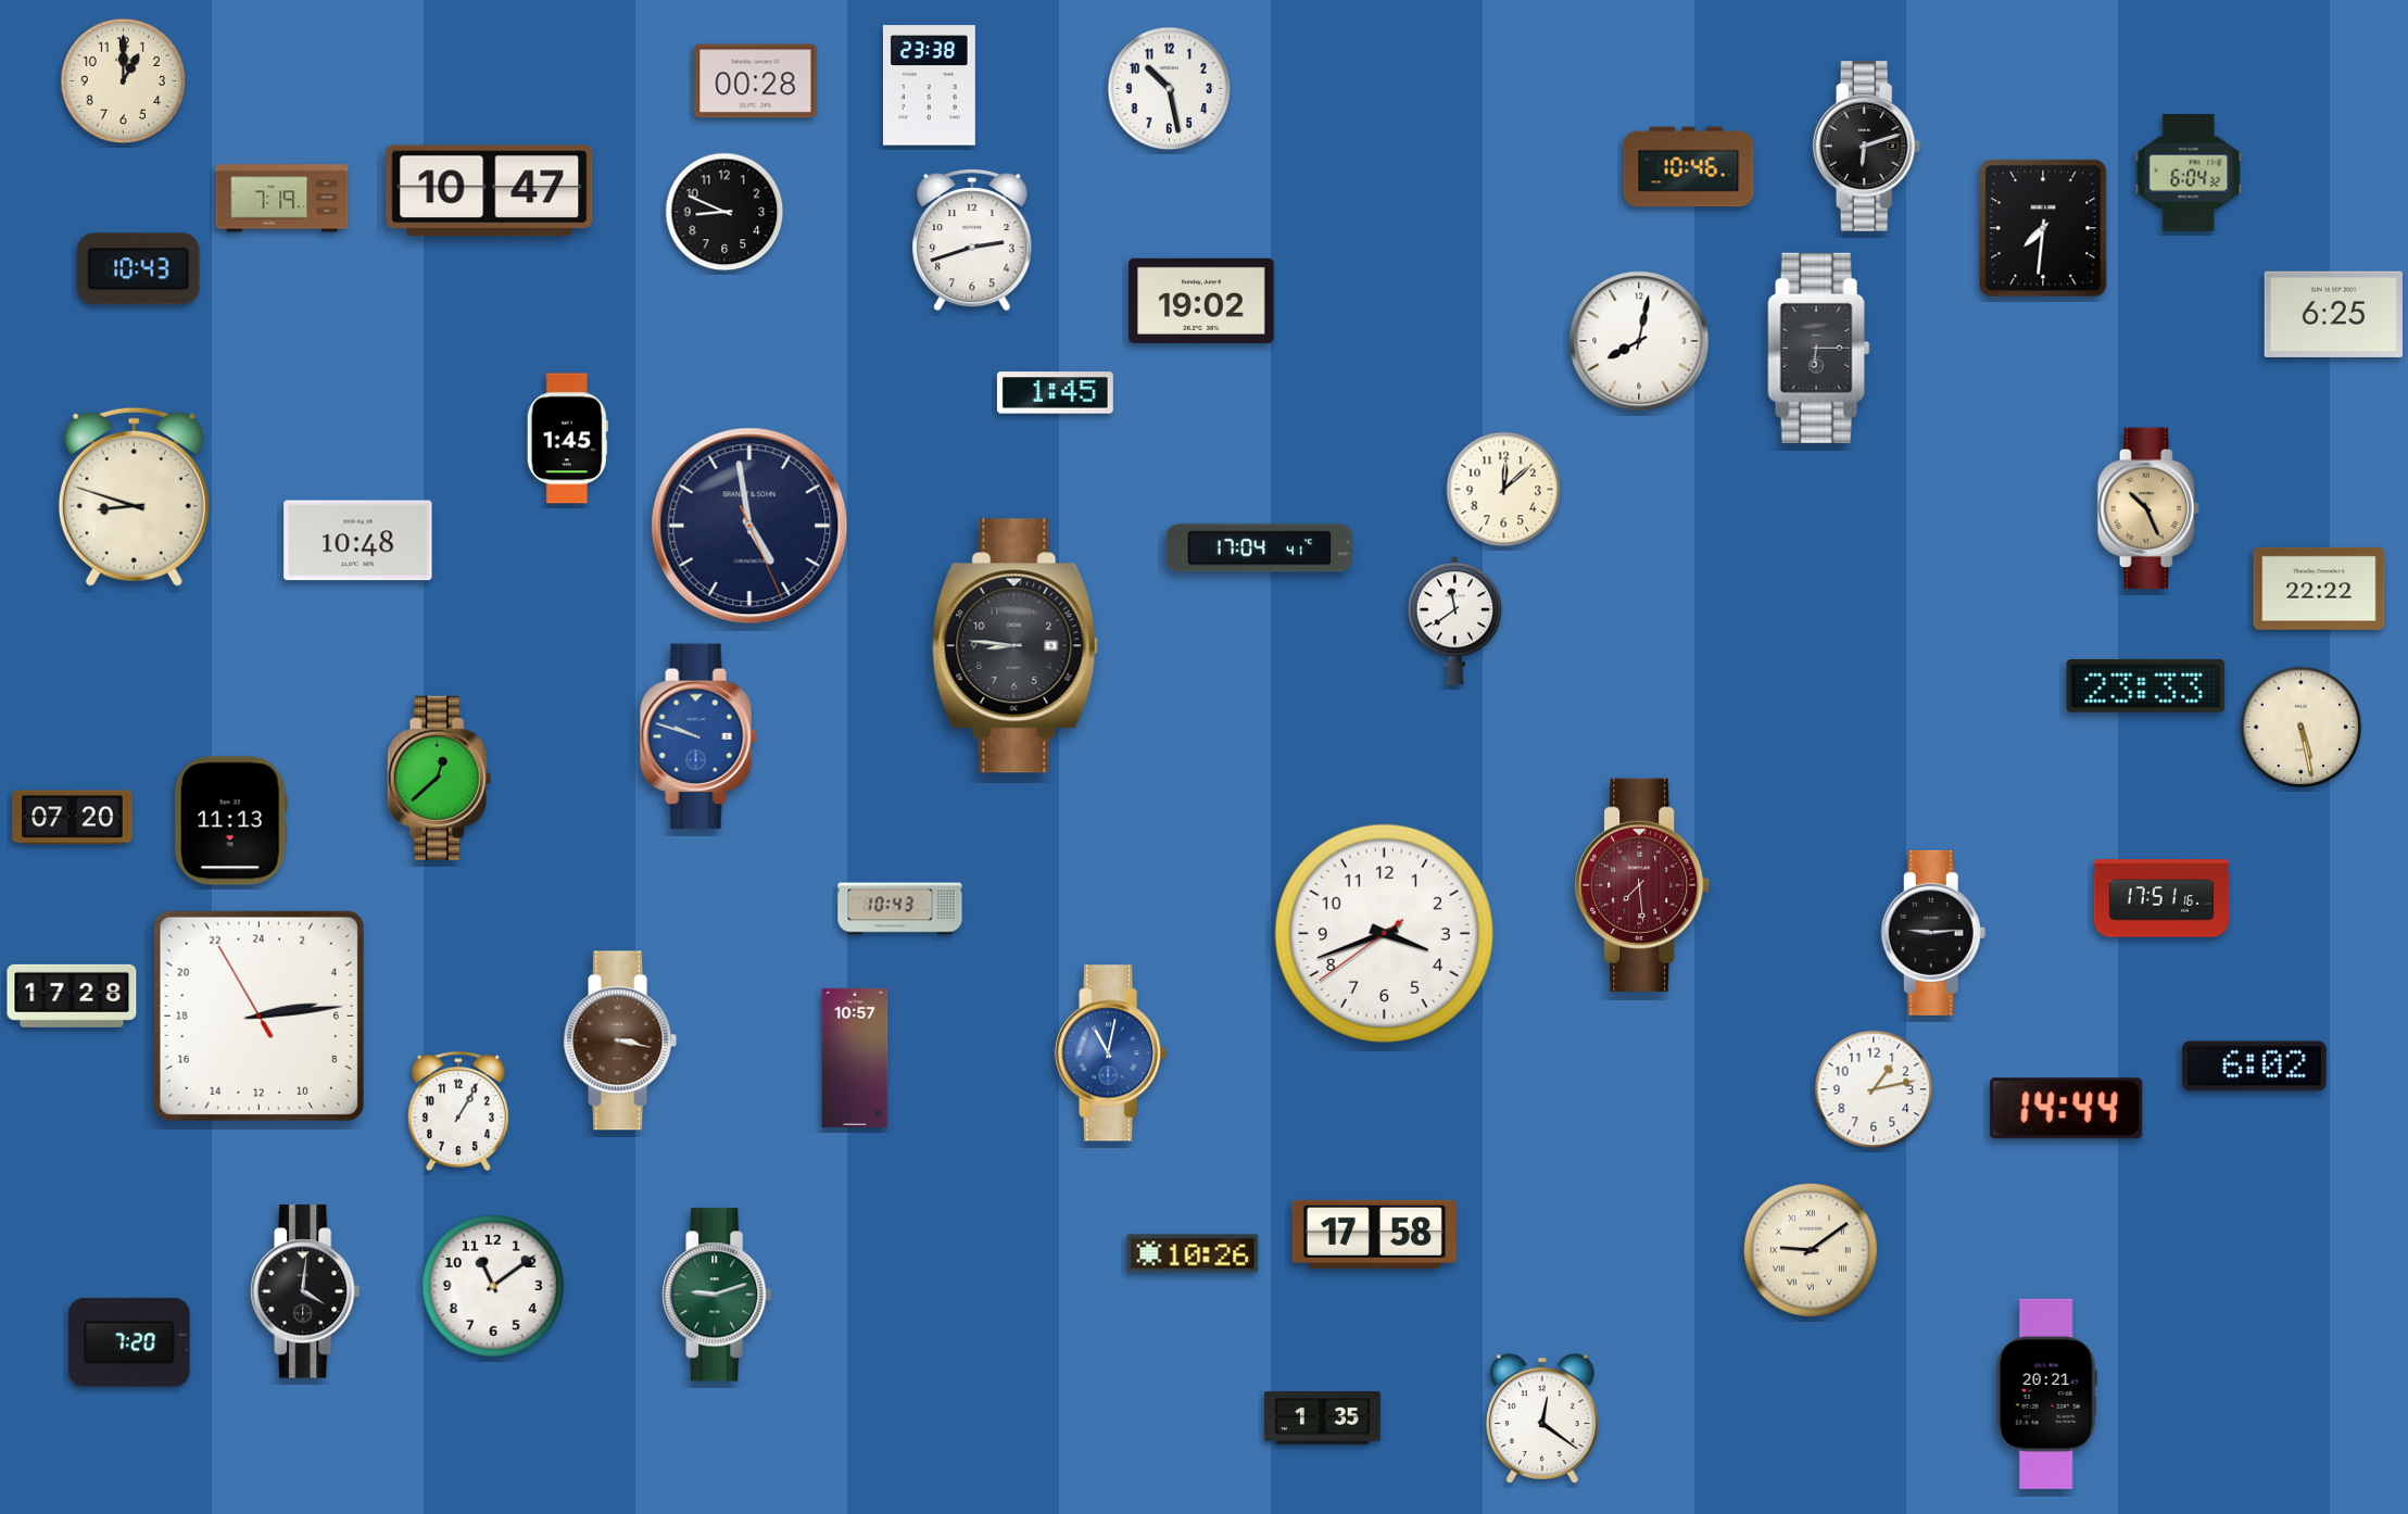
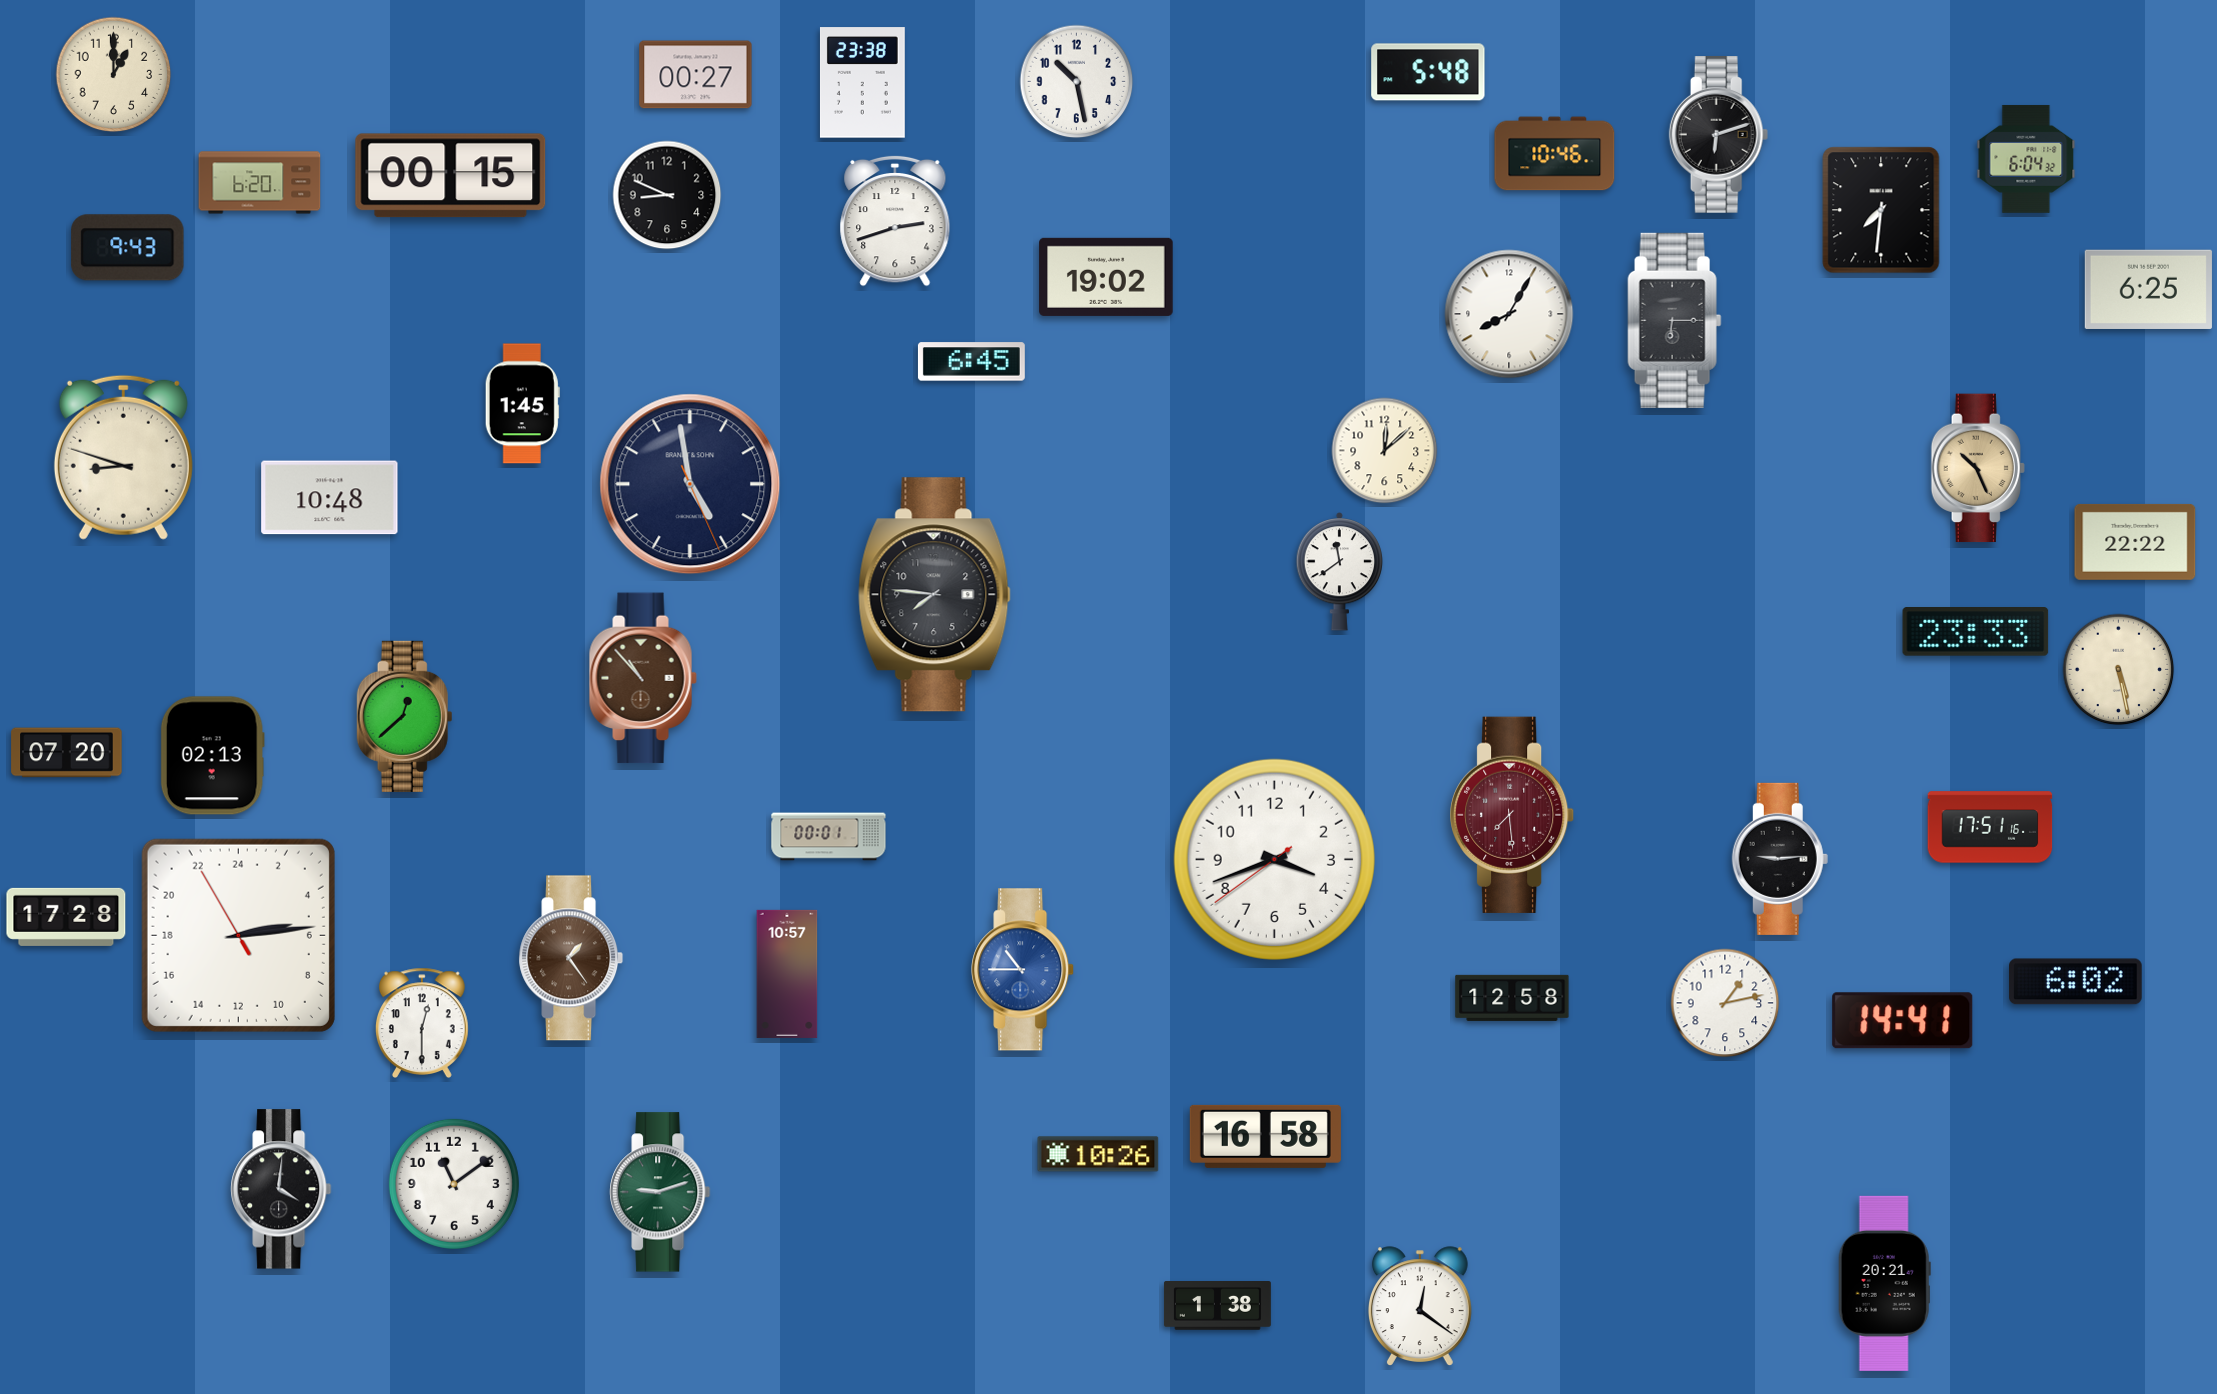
clock at (1428, 72): none -> 5:48
clock at (756, 81): 00:28 -> 00:27
clock at (929, 86) position: (929, 86) -> (862, 83)
clock at (2189, 173) position: (2189, 173) -> (2026, 159)
clock at (490, 191): 10:47 -> 00:15
clock at (282, 199): 7:19 -> 6:20
clock at (139, 269): 10:43 -> 9:43
clock at (1639, 341): 8:02 -> 8:05
clock at (1055, 393): 1:45 -> 6:45
clock at (1260, 548): 17:04 -> none
clock at (1016, 646): 8:46 -> 7:46
clock at (698, 736): 9:48 -> 10:53
clock at (698, 736) dial: blue -> brown
clock at (230, 821): 11:13 -> 02:13
clock at (900, 909): 10:43 -> 00:01
clock at (620, 1040): 3:17 -> 1:24
clock at (1111, 1054): 11:02 -> 10:45
clock at (1512, 998): none -> 12:58
clock at (2067, 1109): 14:44 -> 14:41
clock at (458, 1110): 1:05 -> 12:30
clock at (1374, 1234): 17:58 -> 16:58
clock at (1811, 1250): 9:09 -> none
clock at (129, 1342): 7:20 -> none
clock at (1322, 1418): 1:35 -> 1:38
